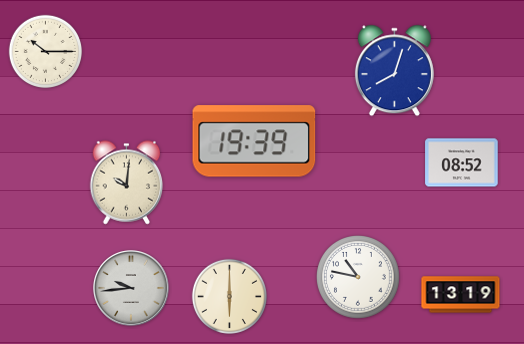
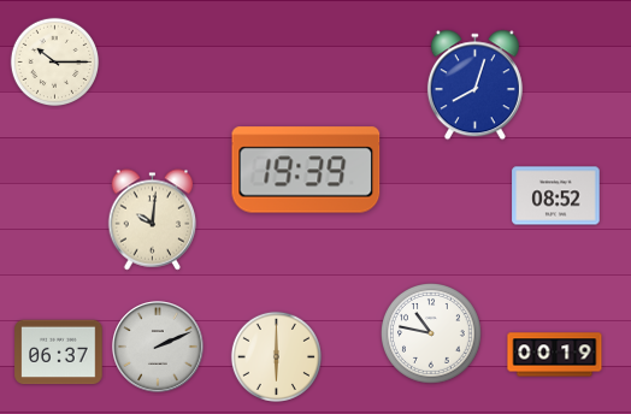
clock at (131, 288): 9:44 -> 2:11
clock at (59, 353): none -> 06:37
clock at (461, 295): 13:19 -> 00:19
